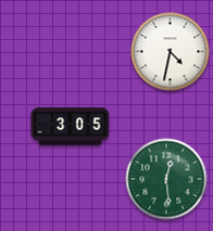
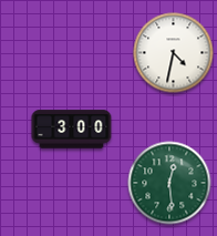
clock at (71, 127): 3:05 -> 3:00
